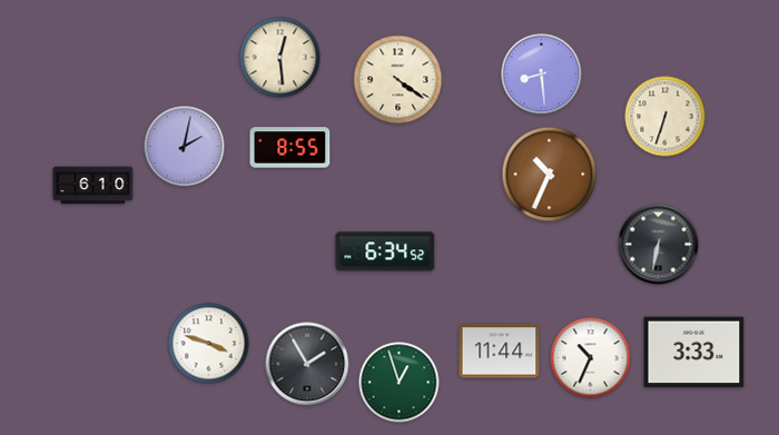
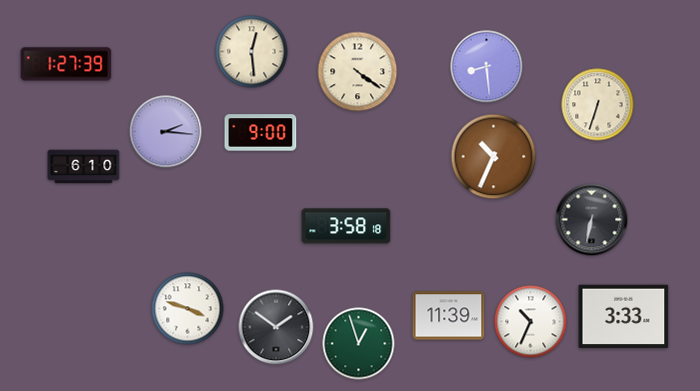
clock at (66, 64): none -> 1:27
clock at (185, 147): 2:02 -> 2:16
clock at (290, 148): 8:55 -> 9:00
clock at (385, 251): 6:34 -> 3:58
clock at (500, 352): 11:44 -> 11:39
clock at (307, 364): 1:55 -> 1:51
